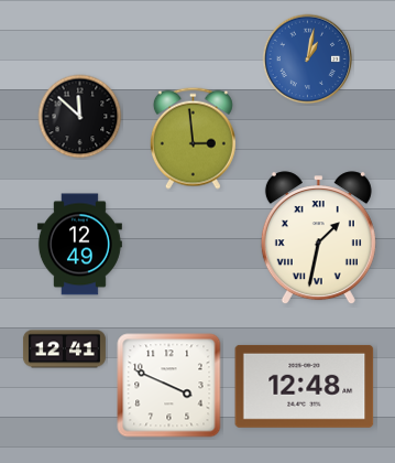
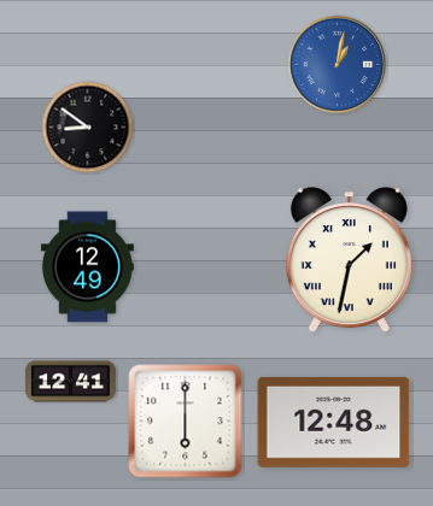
clock at (80, 117): 11:52 -> 8:51
clock at (193, 138): 2:59 -> none
clock at (169, 386): 3:49 -> 6:00
